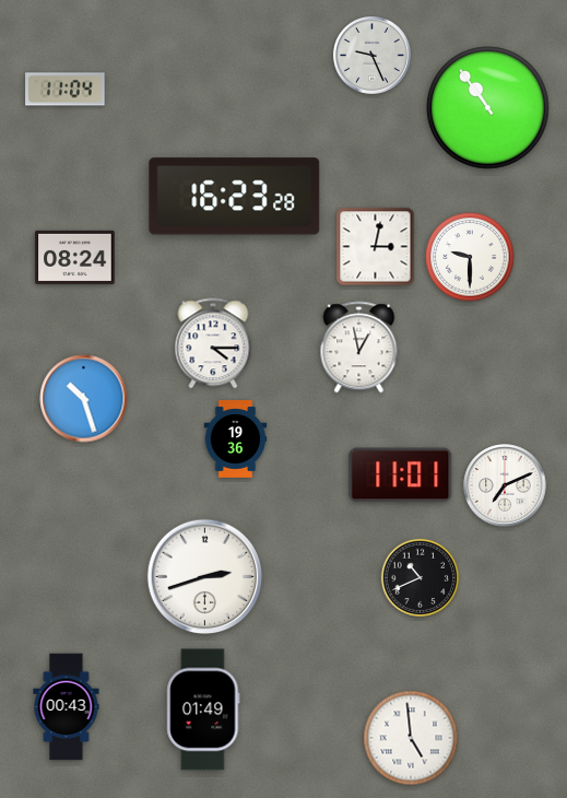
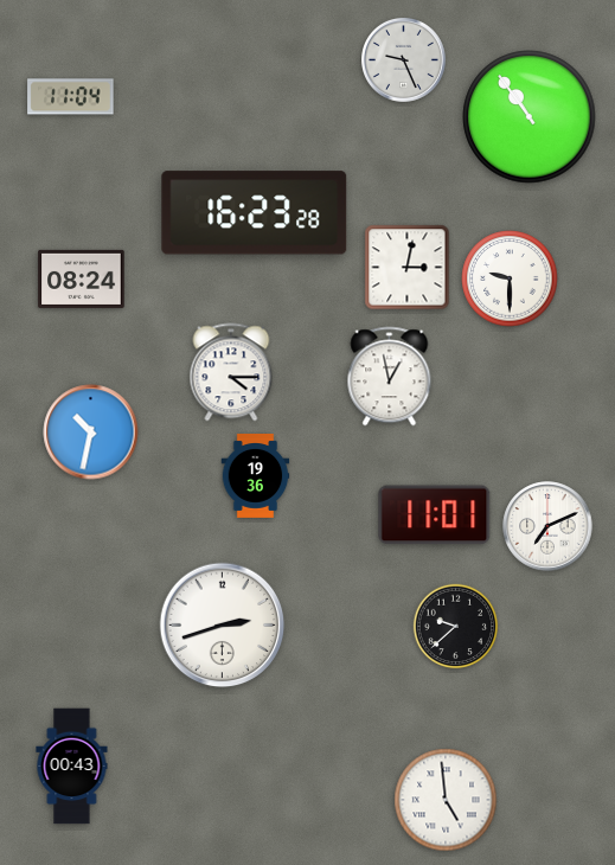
clock at (84, 399): 10:27 -> 10:32
clock at (421, 578): 10:41 -> 9:38
clock at (203, 709): 01:49 -> none
